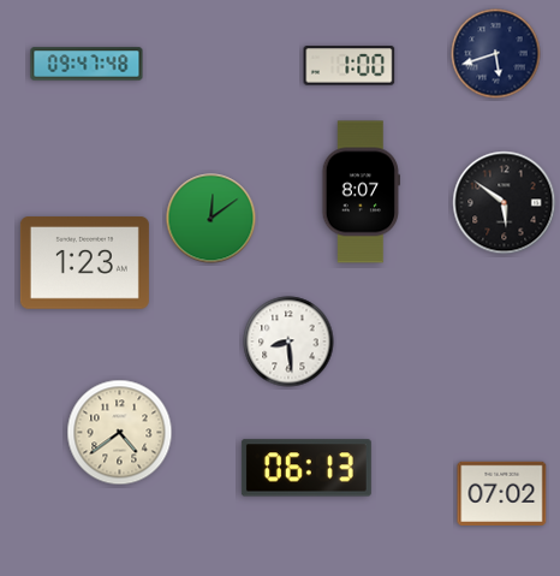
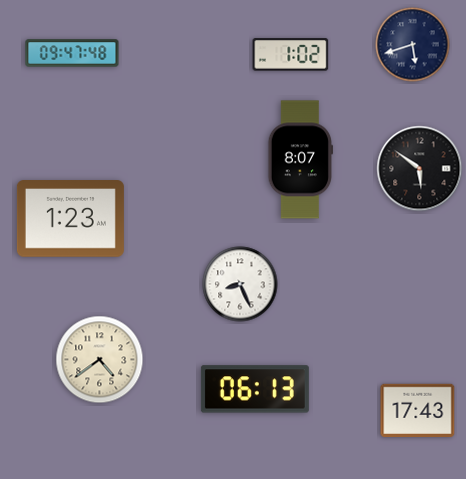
clock at (350, 66): 1:00 -> 1:02
clock at (212, 219): 12:09 -> none
clock at (288, 342): 8:29 -> 8:26
clock at (502, 493): 07:02 -> 17:43
